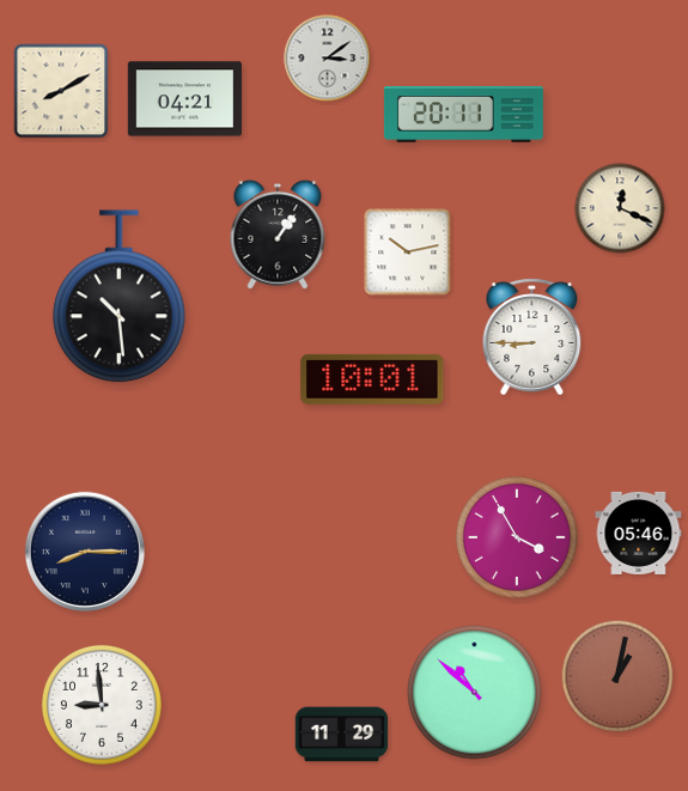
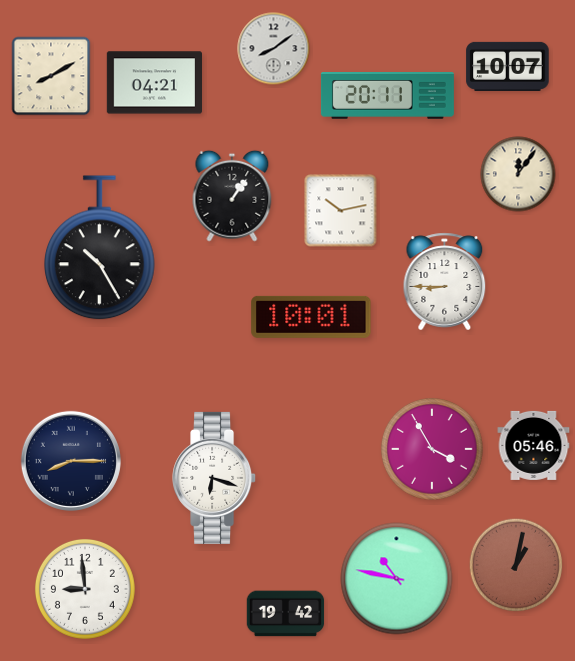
clock at (328, 59): 3:09 -> 8:09
clock at (508, 66): none -> 10:07
clock at (620, 208): 12:19 -> 12:06
clock at (120, 297): 10:29 -> 10:25
clock at (215, 478): none -> 6:18
clock at (475, 693): 10:52 -> 10:47
clock at (342, 735): 11:29 -> 19:42
